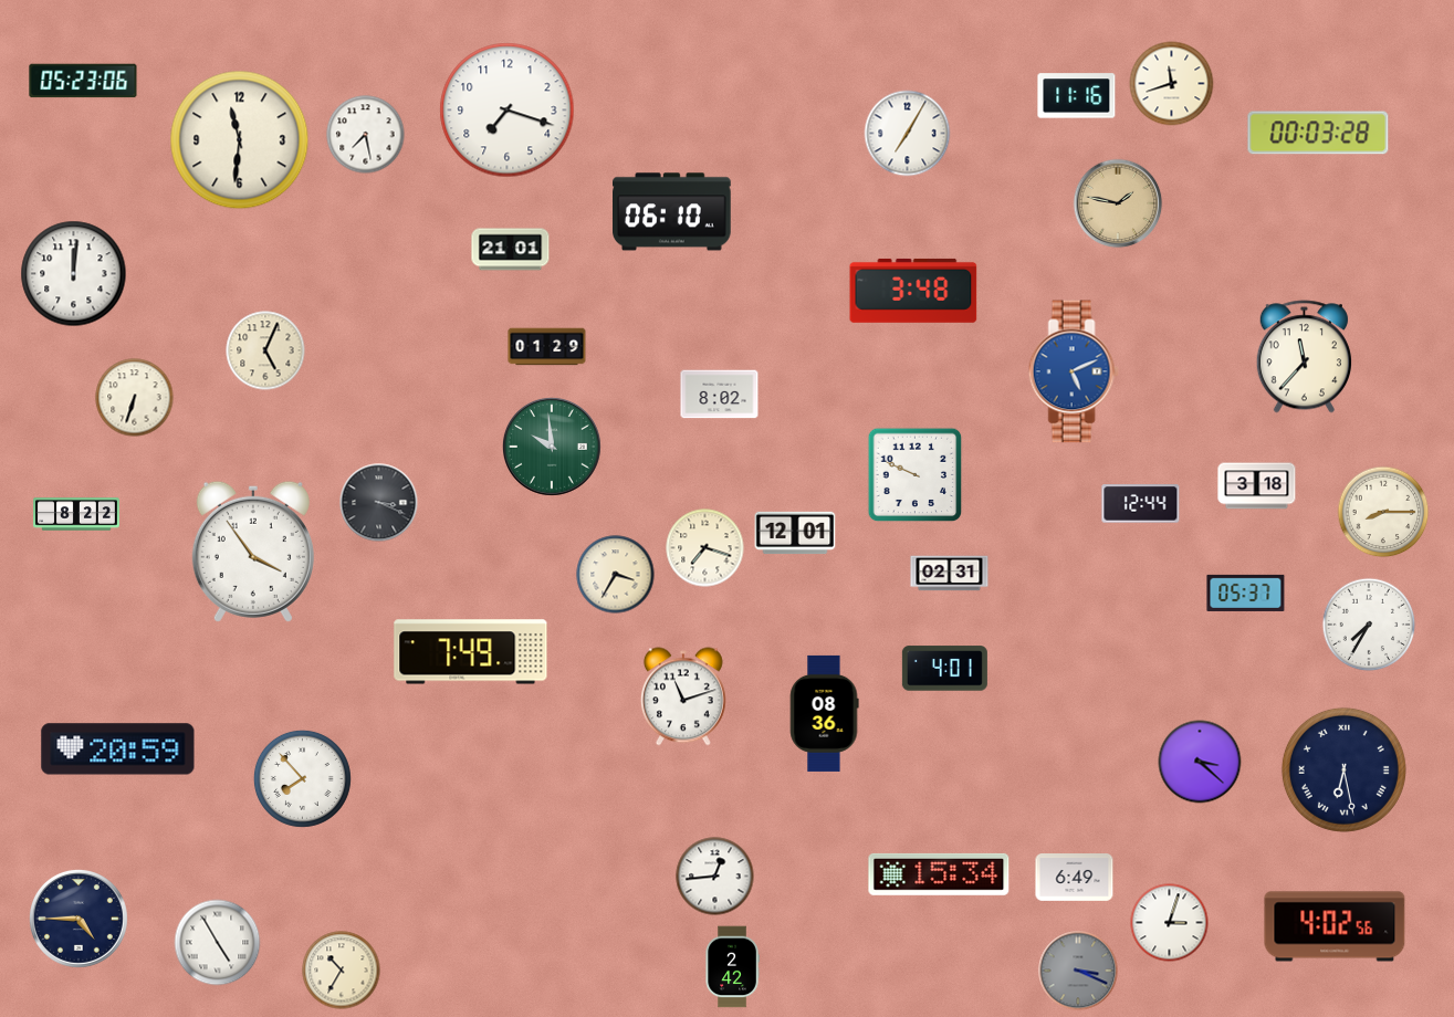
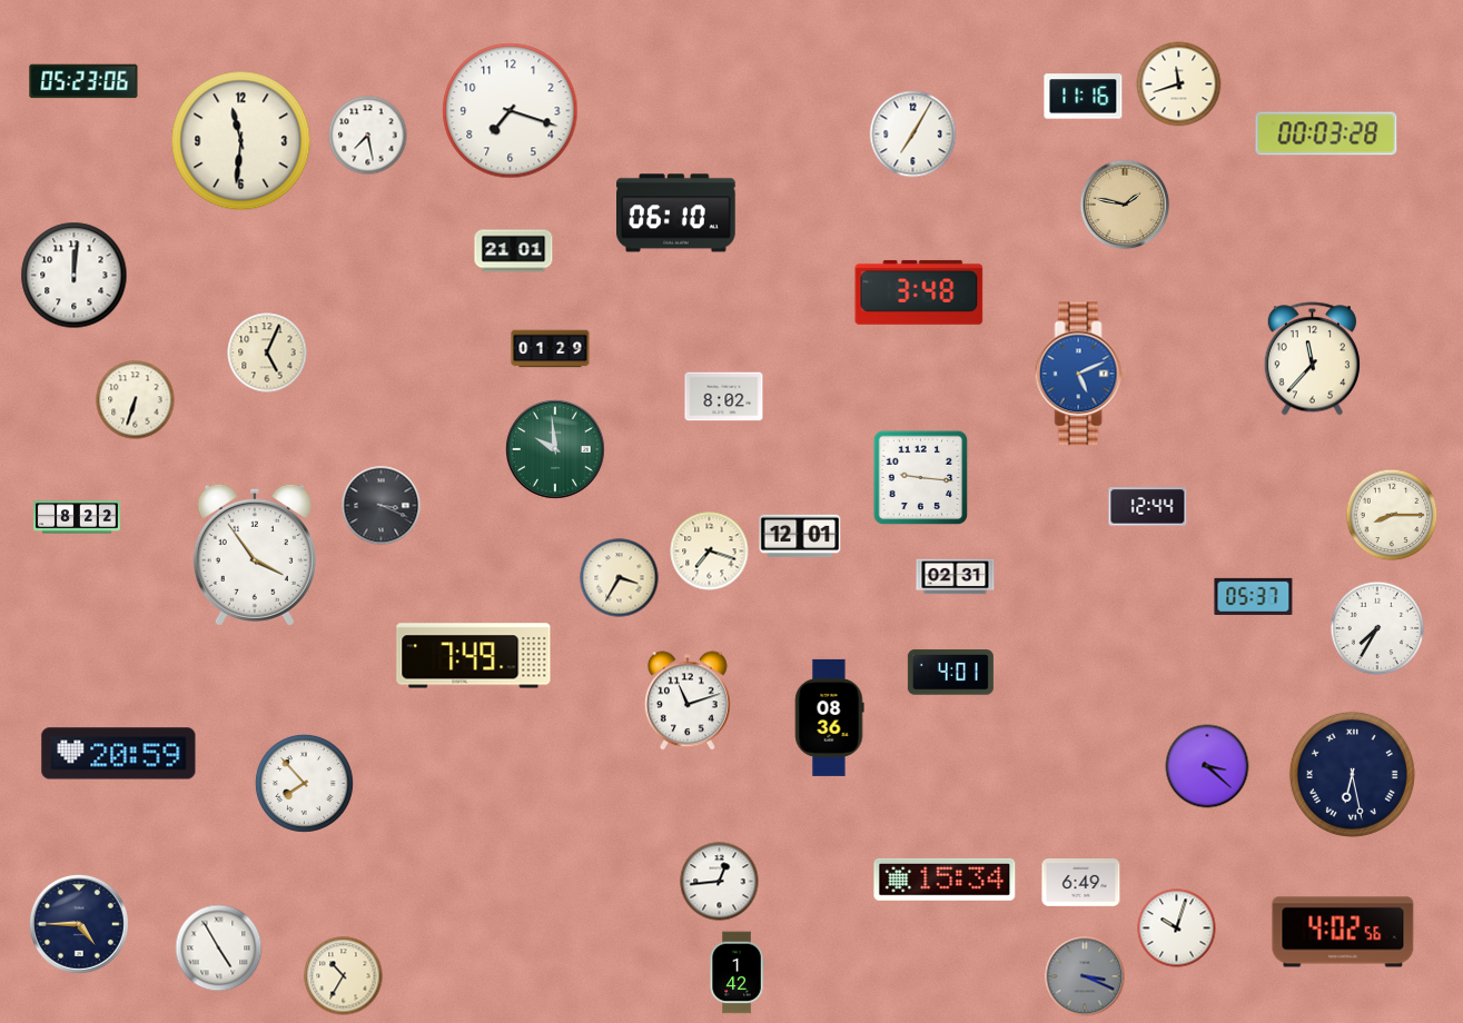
clock at (916, 475): 9:49 -> 9:16
clock at (1257, 486): 3:18 -> none
clock at (1170, 923): 3:03 -> 10:03
clock at (732, 967): 2:42 -> 1:42
